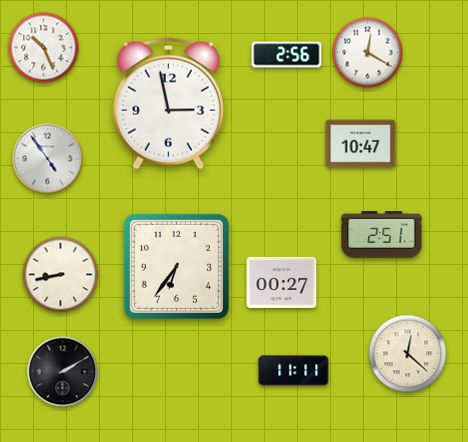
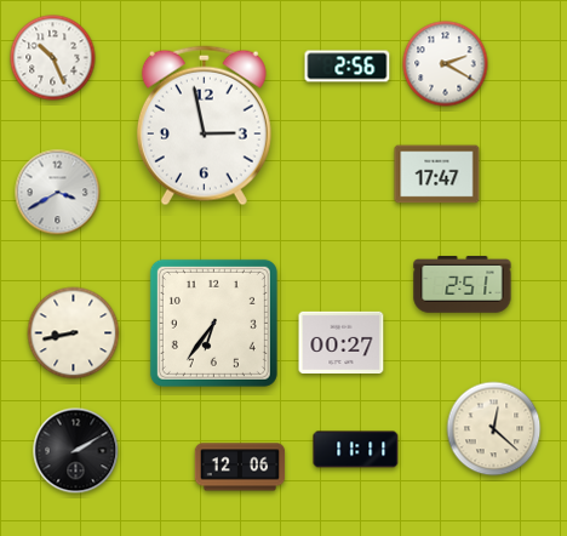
clock at (368, 53): 12:20 -> 2:20
clock at (361, 144): 10:47 -> 17:47
clock at (48, 159): 4:54 -> 3:40
clock at (240, 467): none -> 12:06
